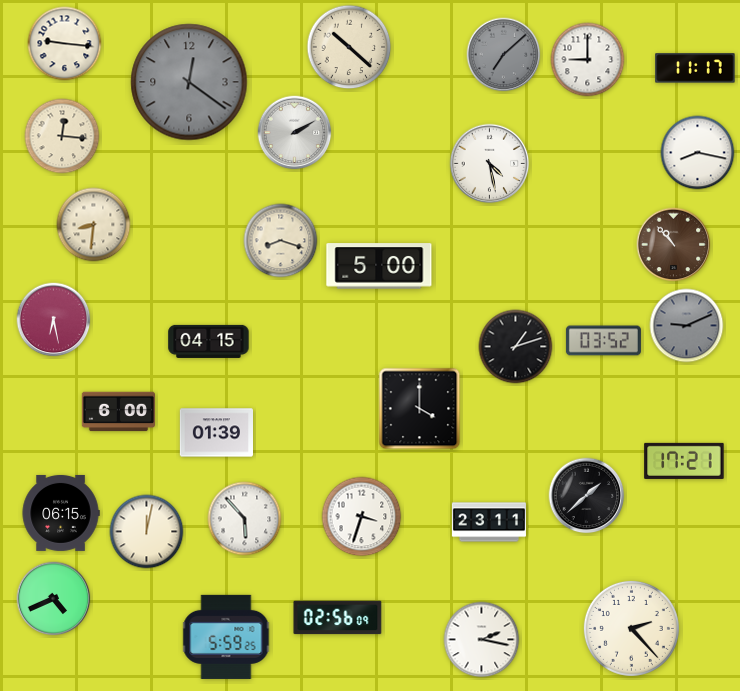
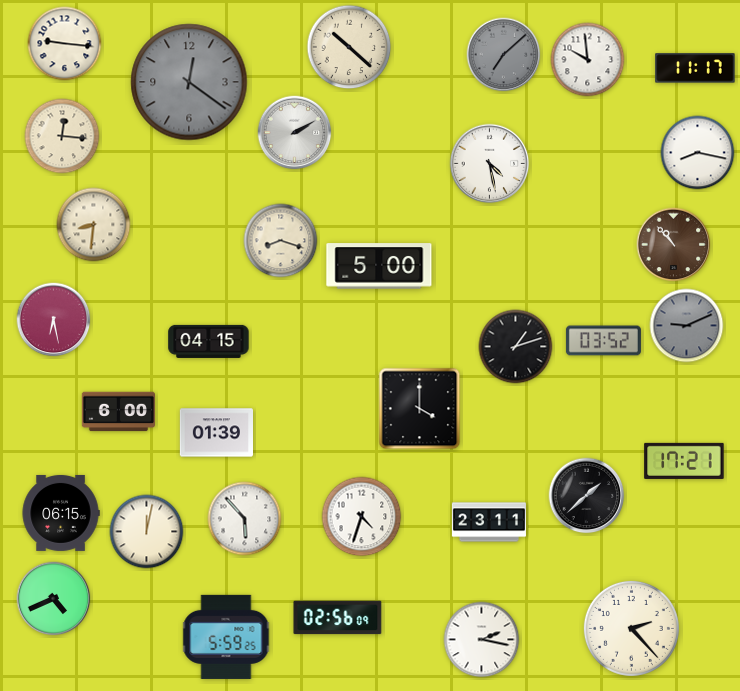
clock at (588, 60): 9:00 -> 9:59
clock at (362, 517): 3:33 -> 4:33
